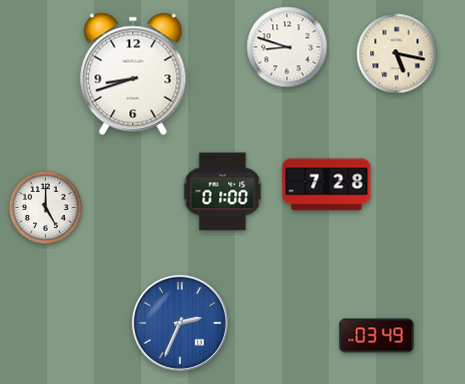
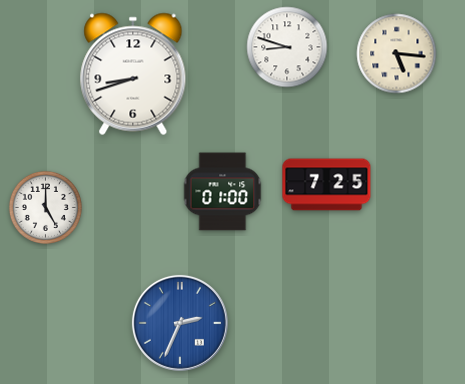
clock at (397, 54): 5:17 -> 5:16
clock at (327, 185): 7:28 -> 7:25
clock at (377, 336): 03:49 -> none
